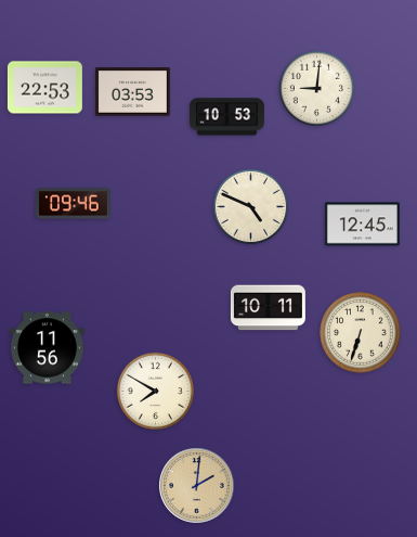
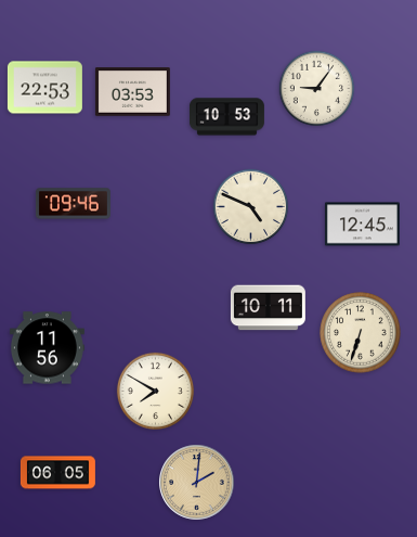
clock at (317, 89): 9:01 -> 9:06
clock at (57, 473): none -> 06:05
clock at (197, 486) position: (197, 486) -> (197, 483)
